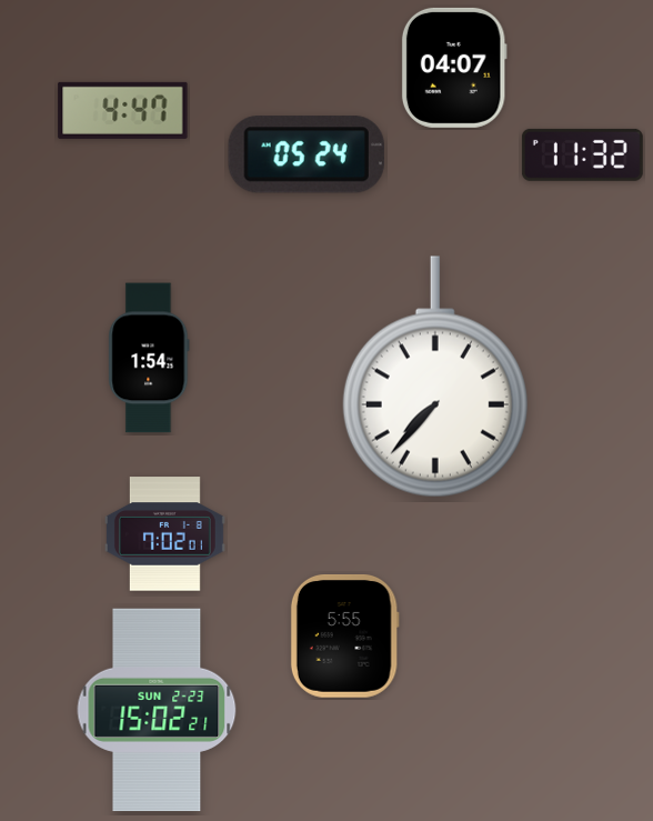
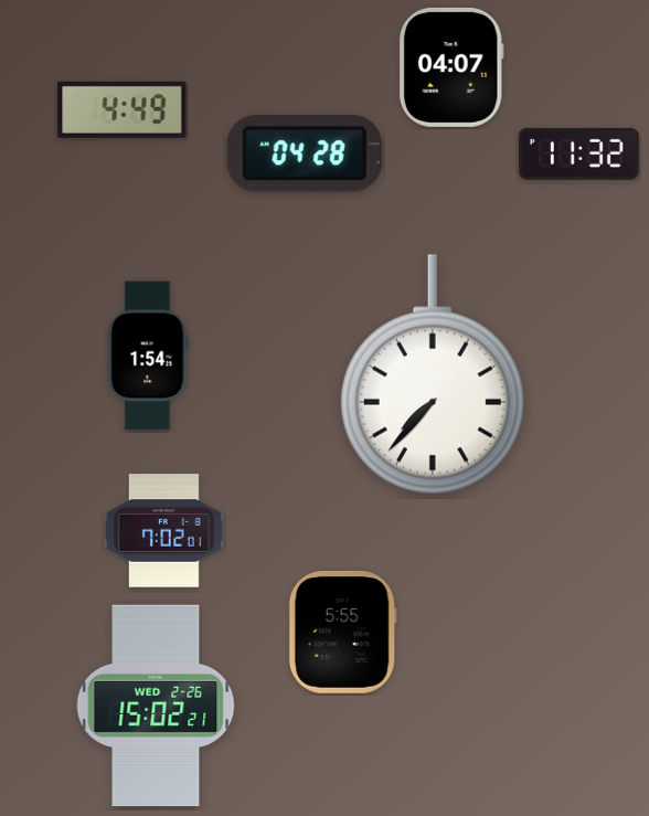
clock at (123, 110): 4:47 -> 4:49
clock at (307, 154): 05:24 -> 04:28
clock at (157, 710) date: SUN 2-23 -> WED 2-26
